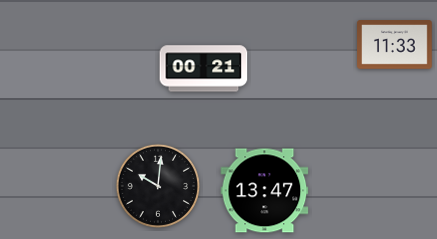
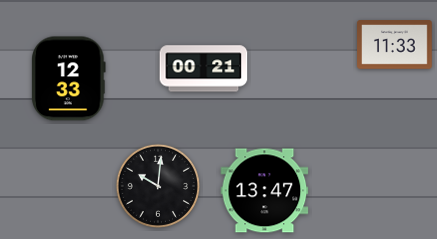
clock at (69, 79): none -> 12:33
